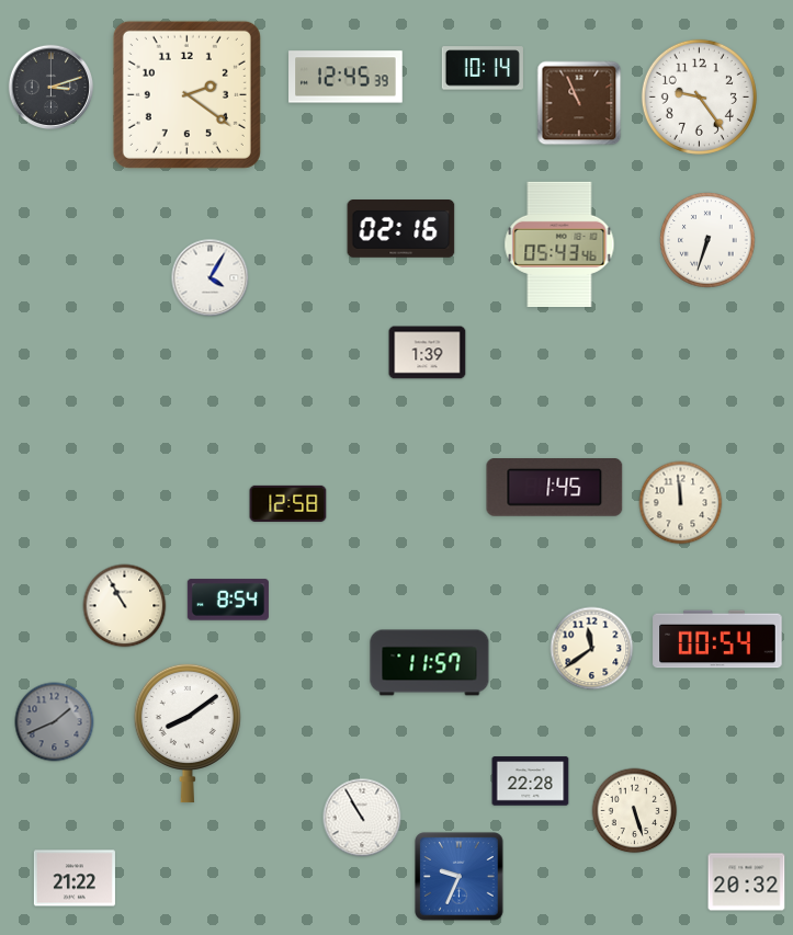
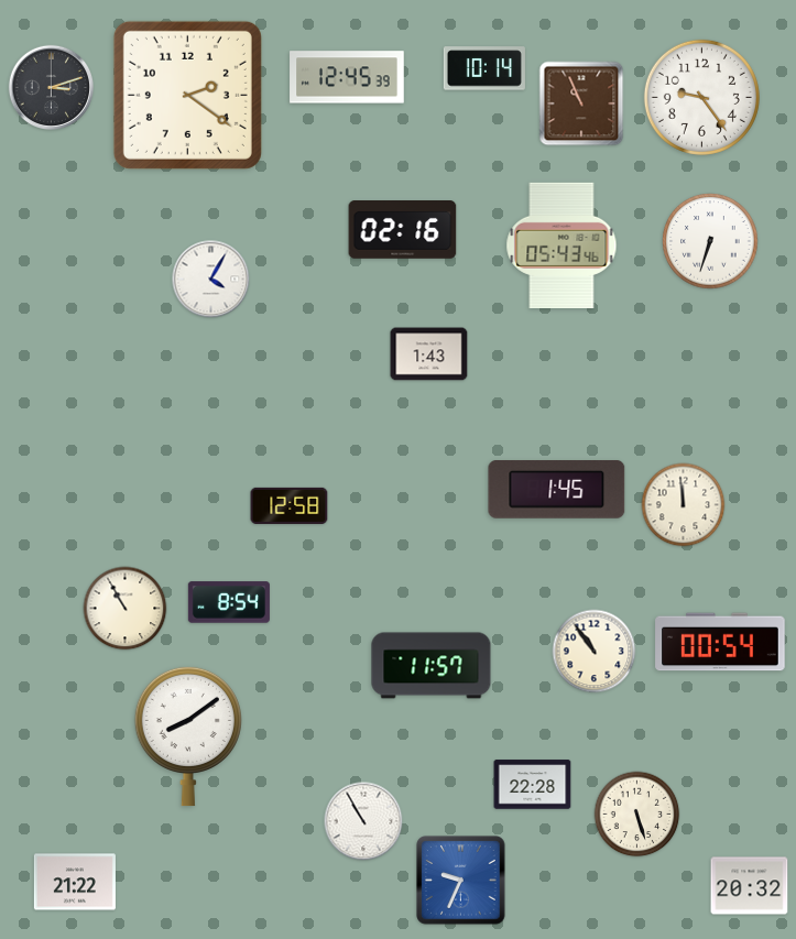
clock at (428, 353): 1:39 -> 1:43
clock at (592, 649): 11:39 -> 10:54
clock at (55, 722): 1:41 -> none
